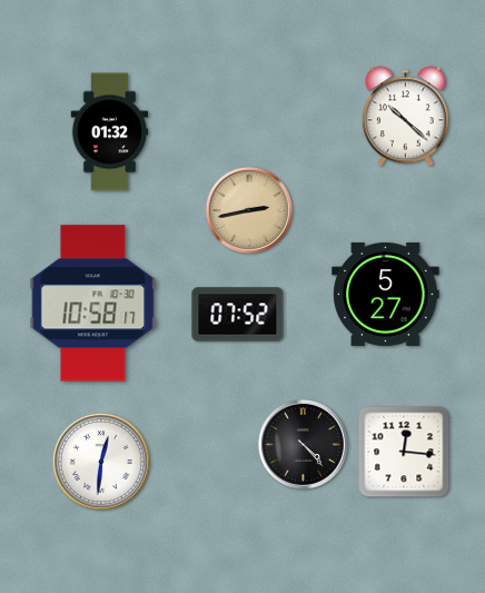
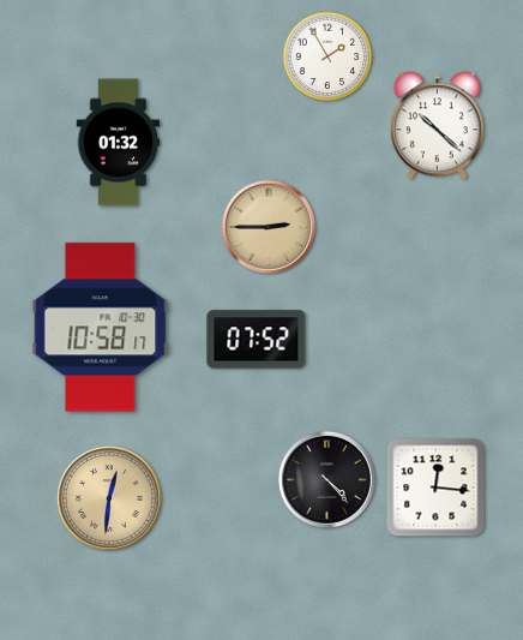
clock at (327, 56): none -> 1:55
clock at (249, 210): 2:43 -> 2:45
clock at (386, 294): 5:27 -> none
clock at (101, 462) dial: white -> champagne
